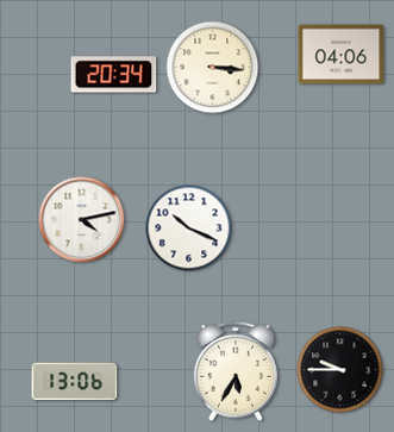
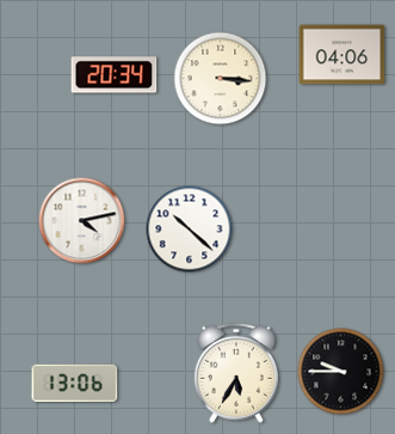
clock at (213, 68) position: (213, 68) -> (221, 79)
clock at (189, 228): 10:19 -> 10:22
